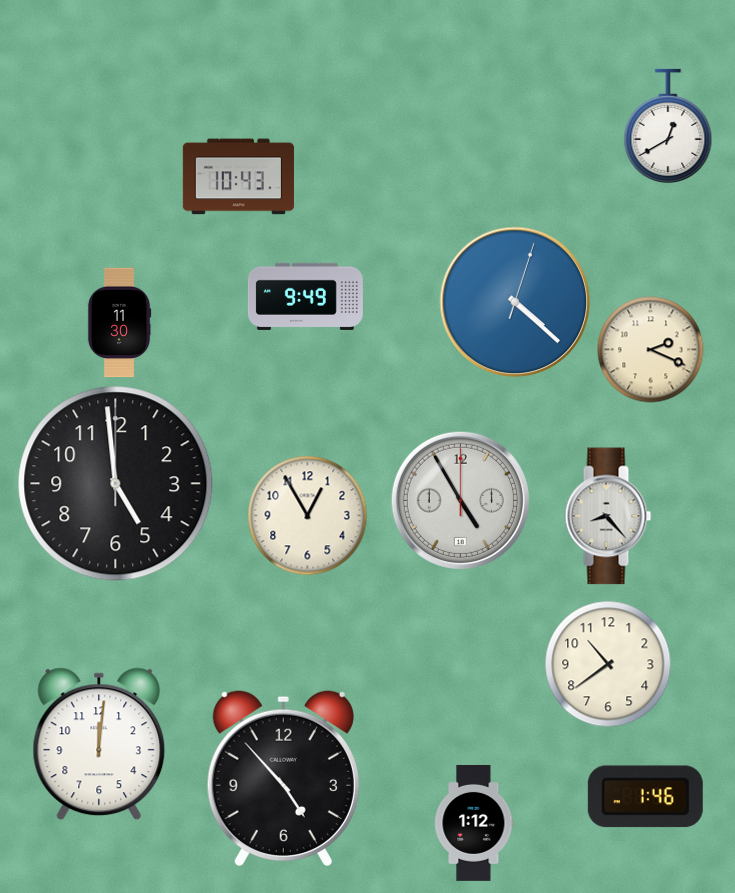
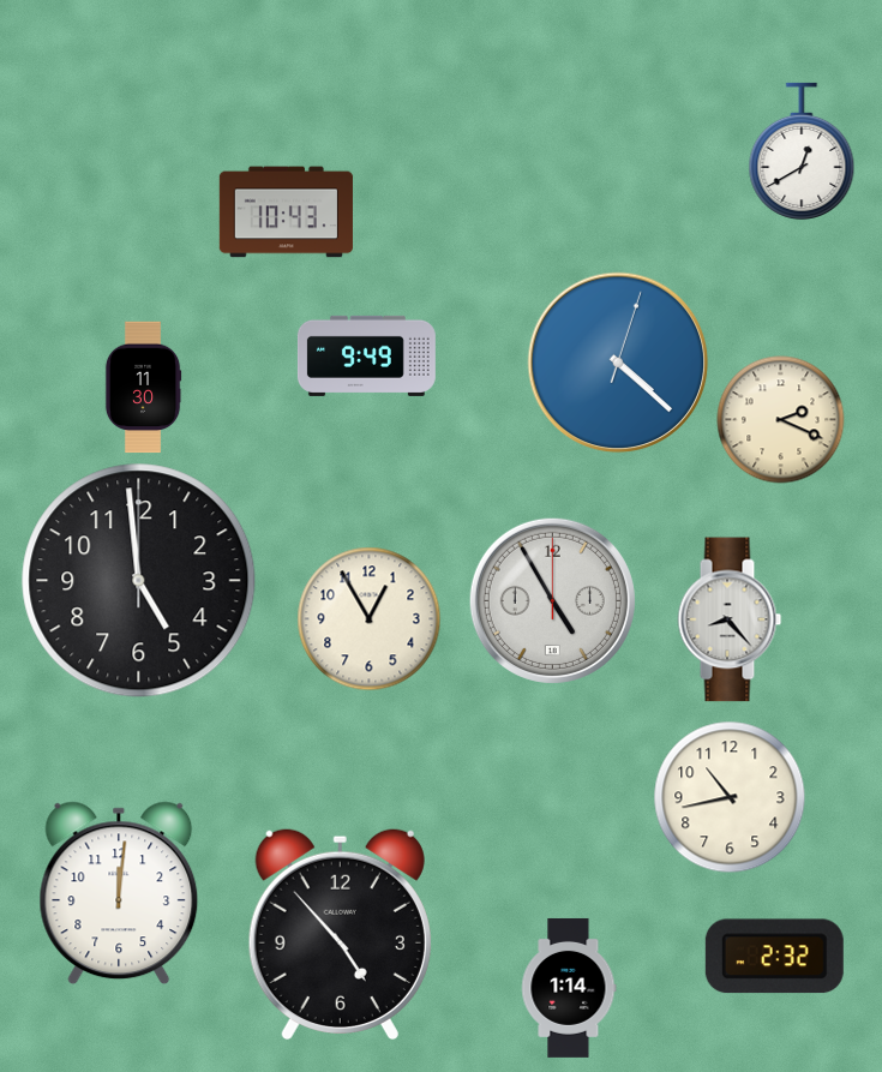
clock at (608, 664): 10:39 -> 10:43
clock at (645, 797): 1:46 -> 2:32
clock at (474, 823): 1:12 -> 1:14
